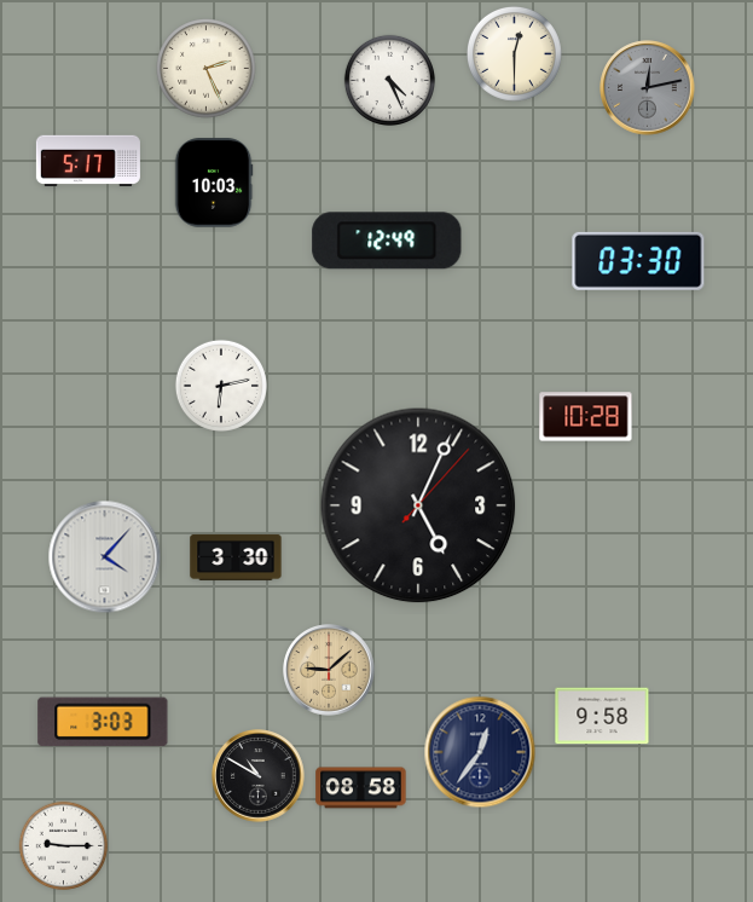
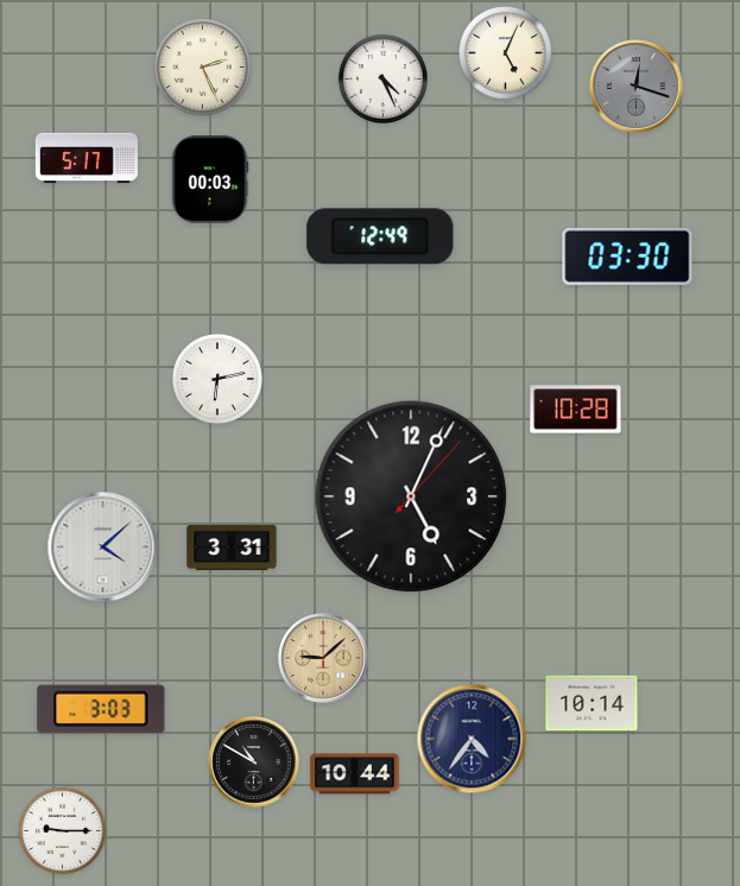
clock at (514, 53): 12:30 -> 5:04
clock at (648, 88): 12:13 -> 12:18
clock at (214, 183): 10:03 -> 00:03
clock at (105, 557): 4:07 -> 4:08
clock at (236, 557): 3:30 -> 3:31
clock at (602, 716): 9:58 -> 10:14
clock at (480, 752): 12:36 -> 4:36
clock at (361, 788): 08:58 -> 10:44
